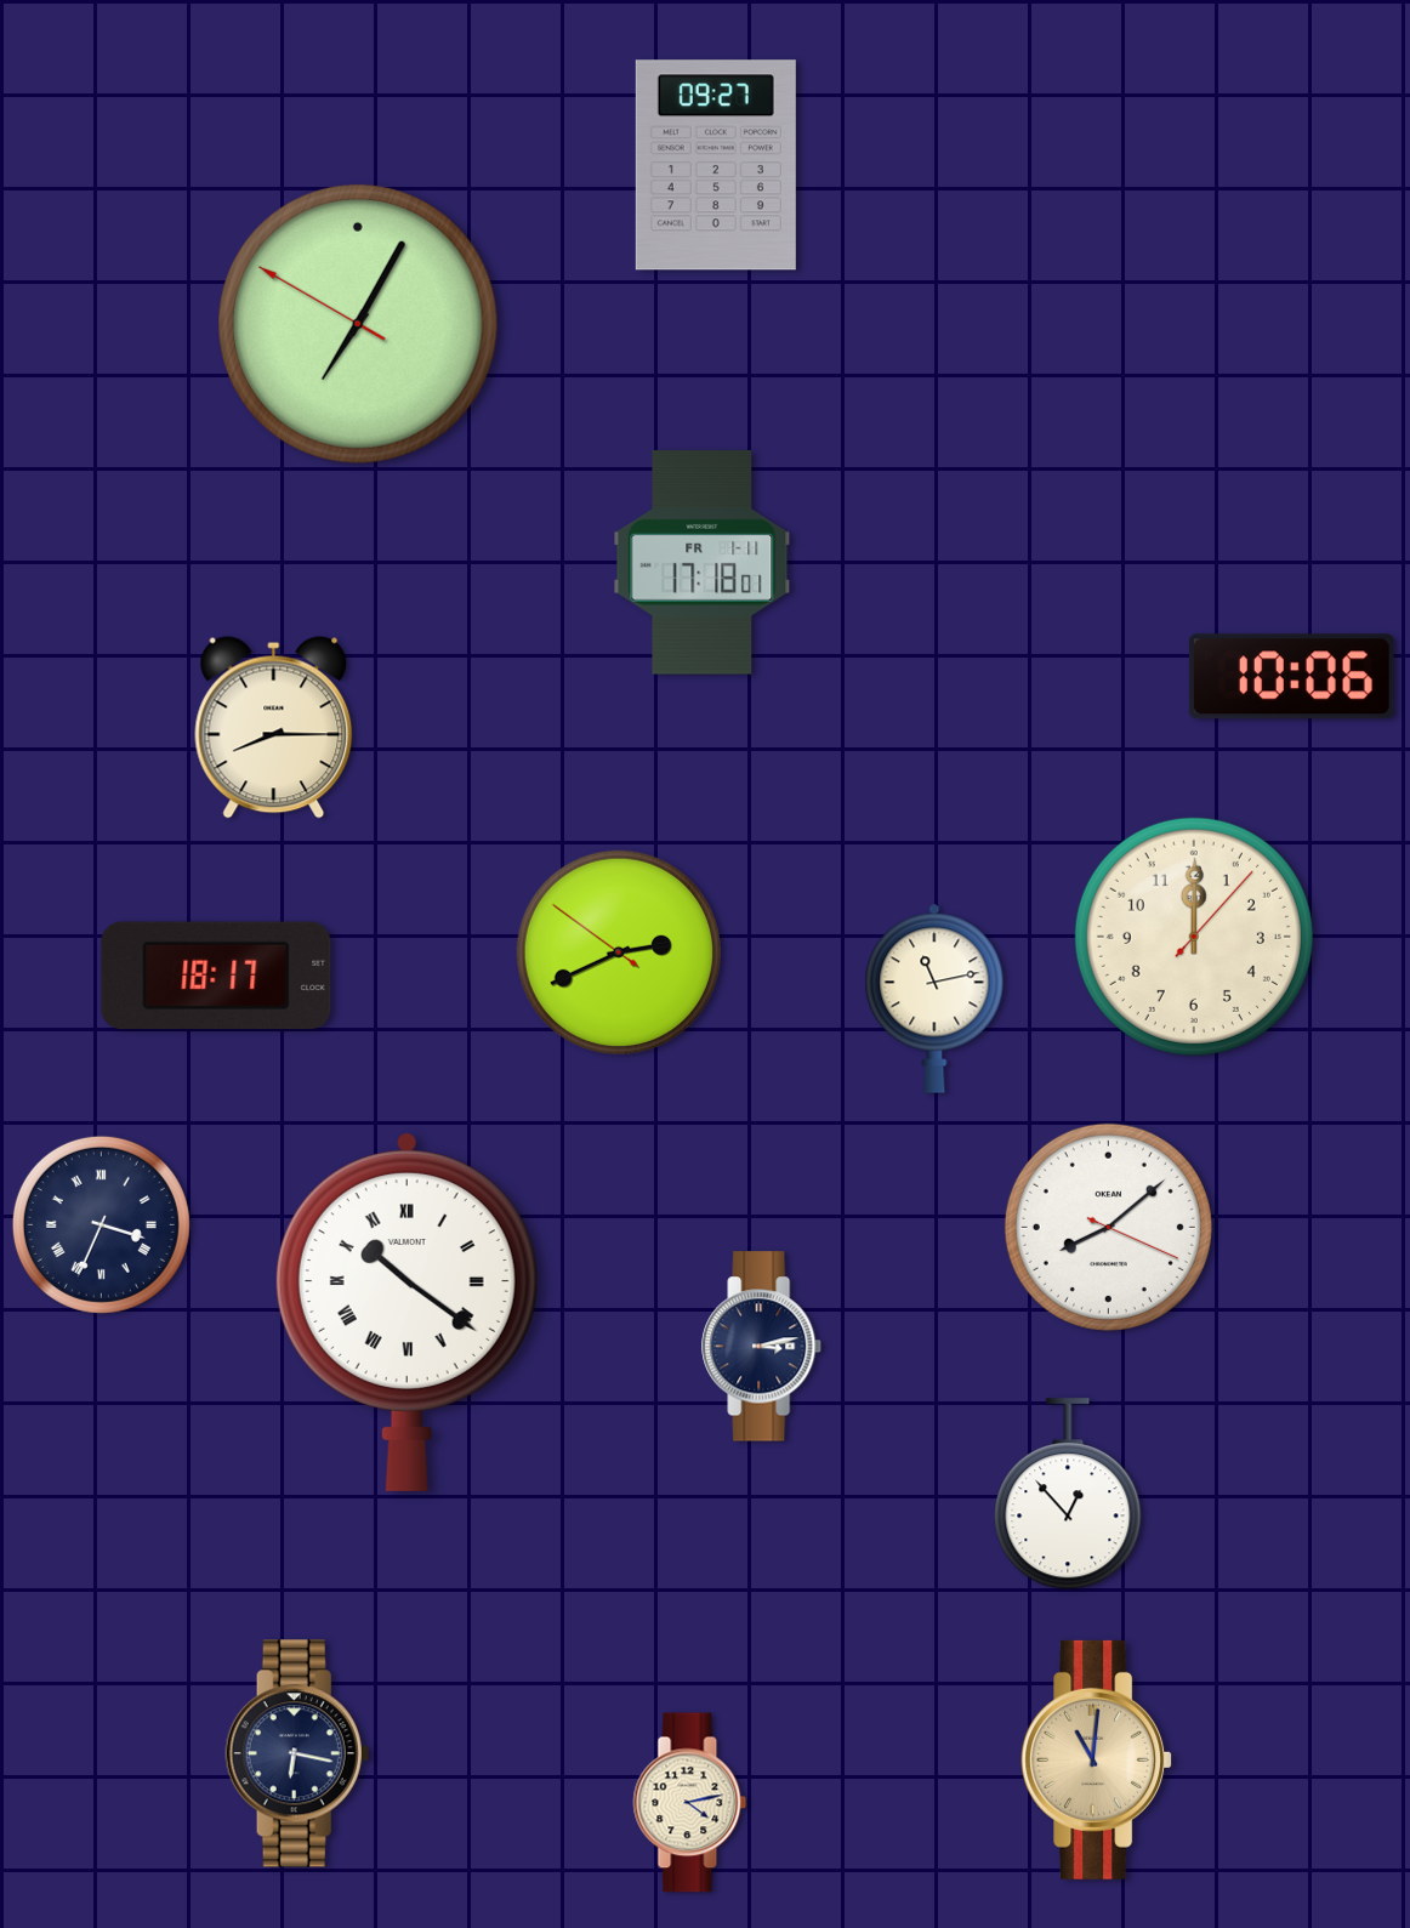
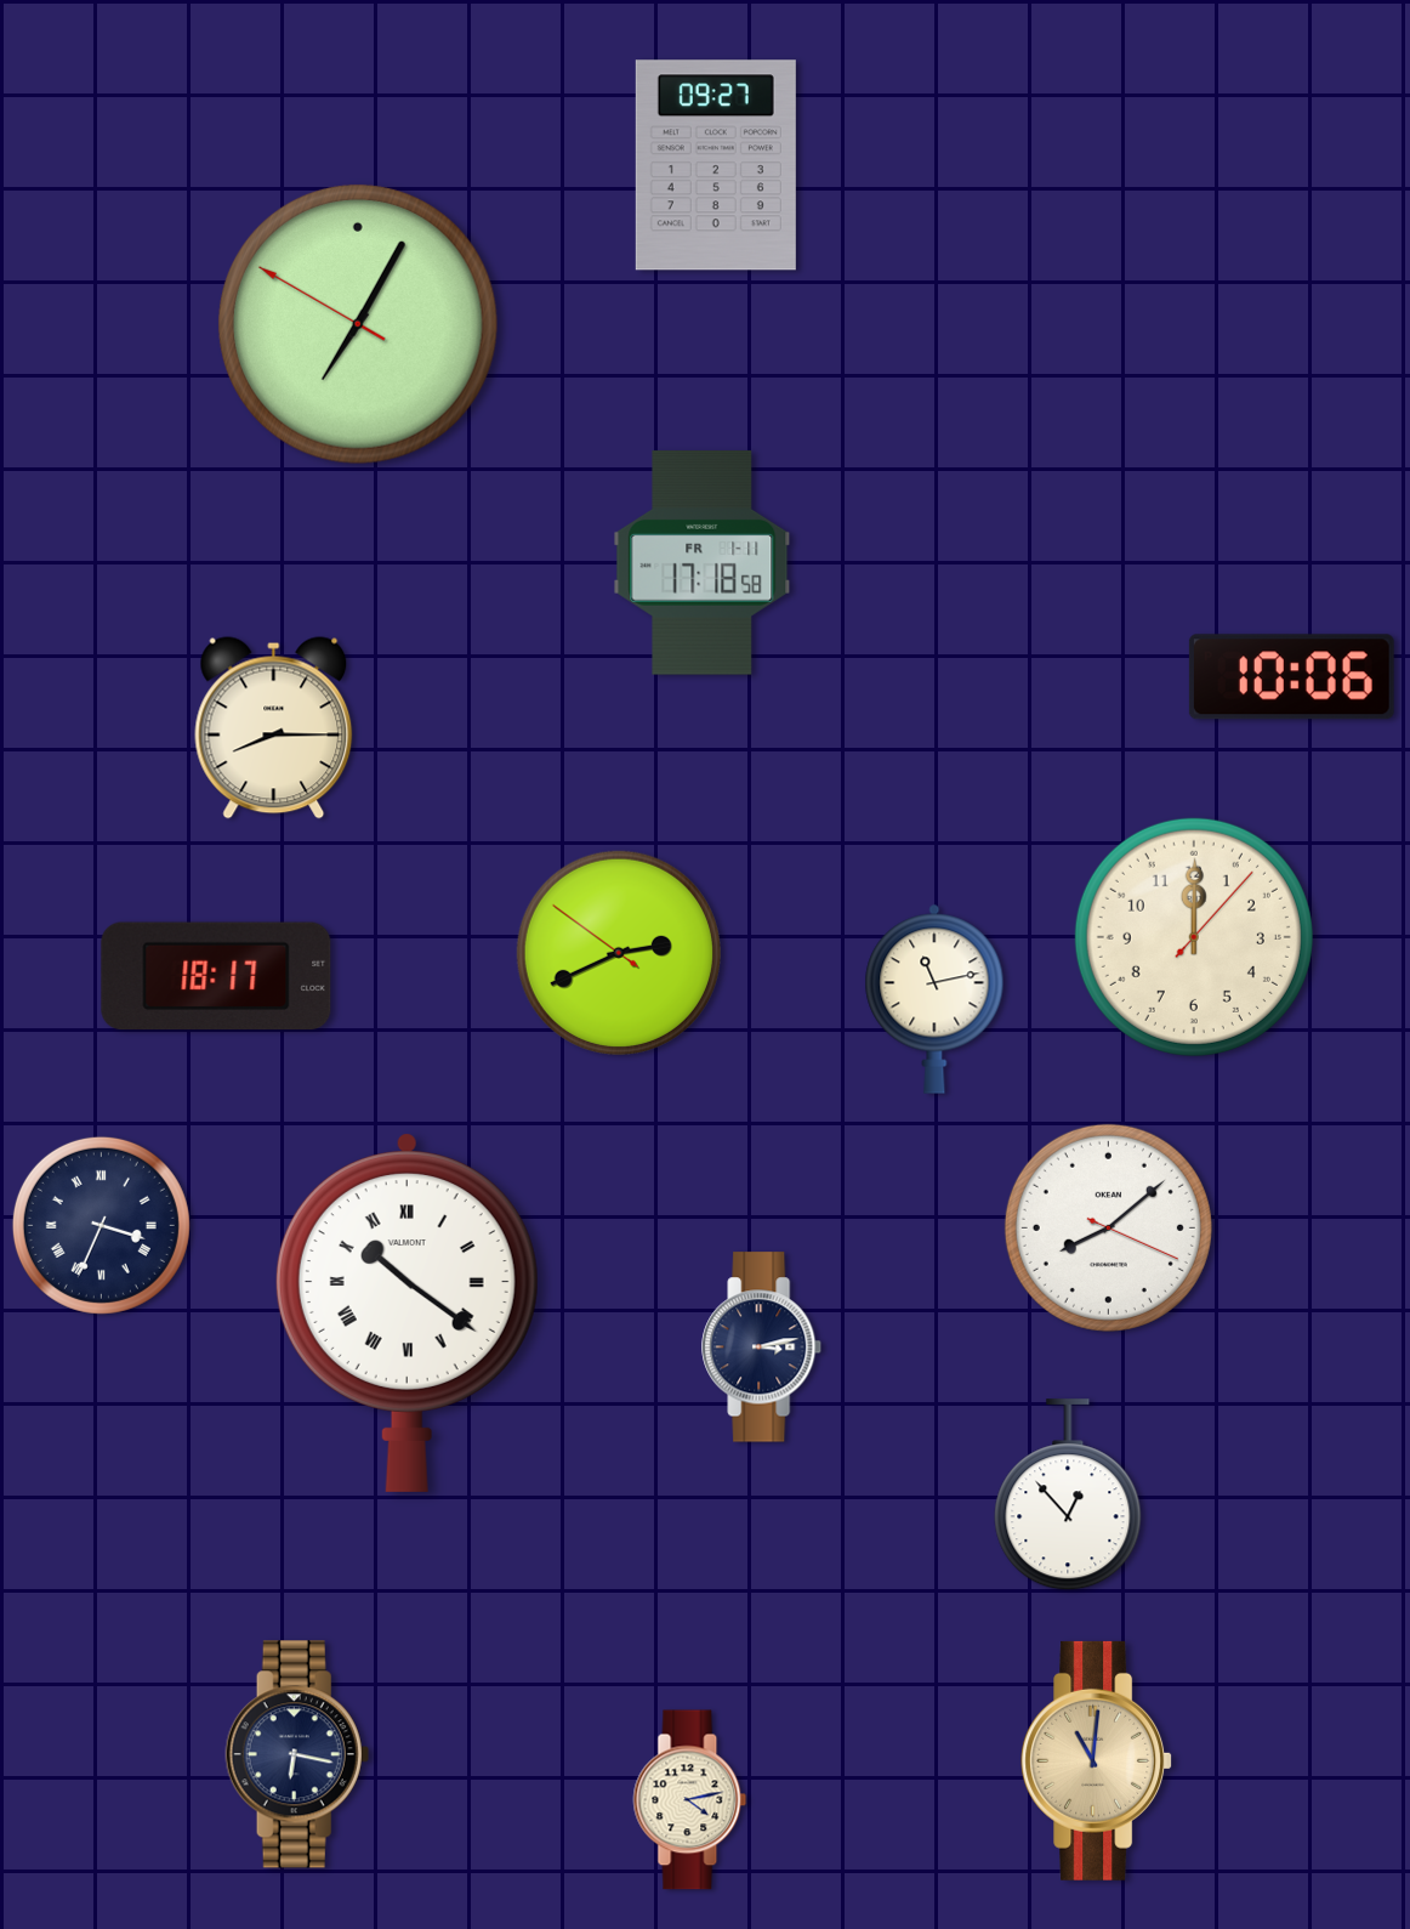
clock at (703, 563): 17:18:01 -> 17:18:58
clock at (690, 1803) position: (690, 1803) -> (690, 1800)
